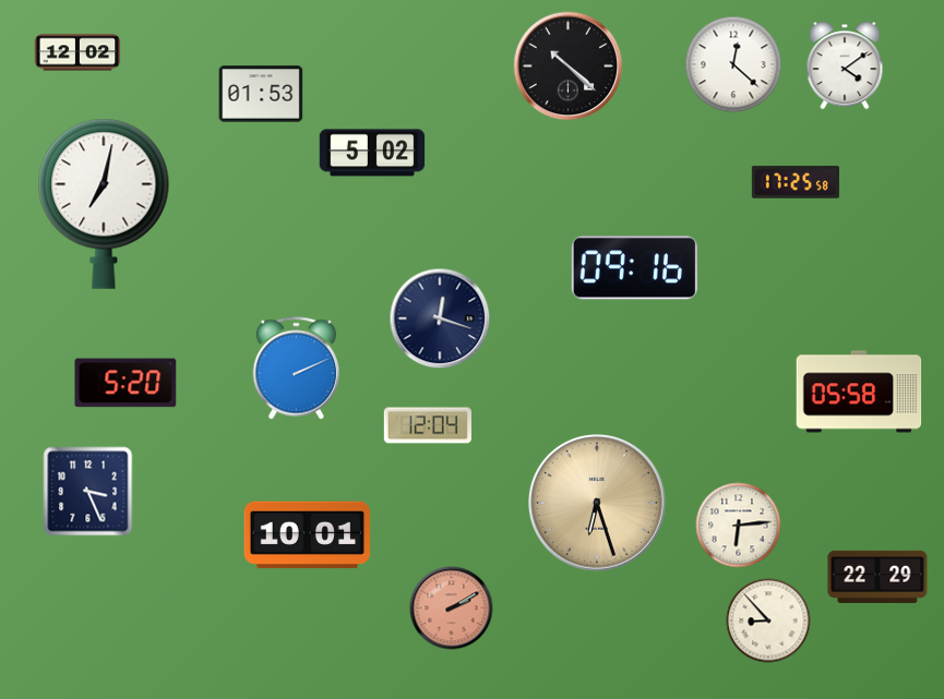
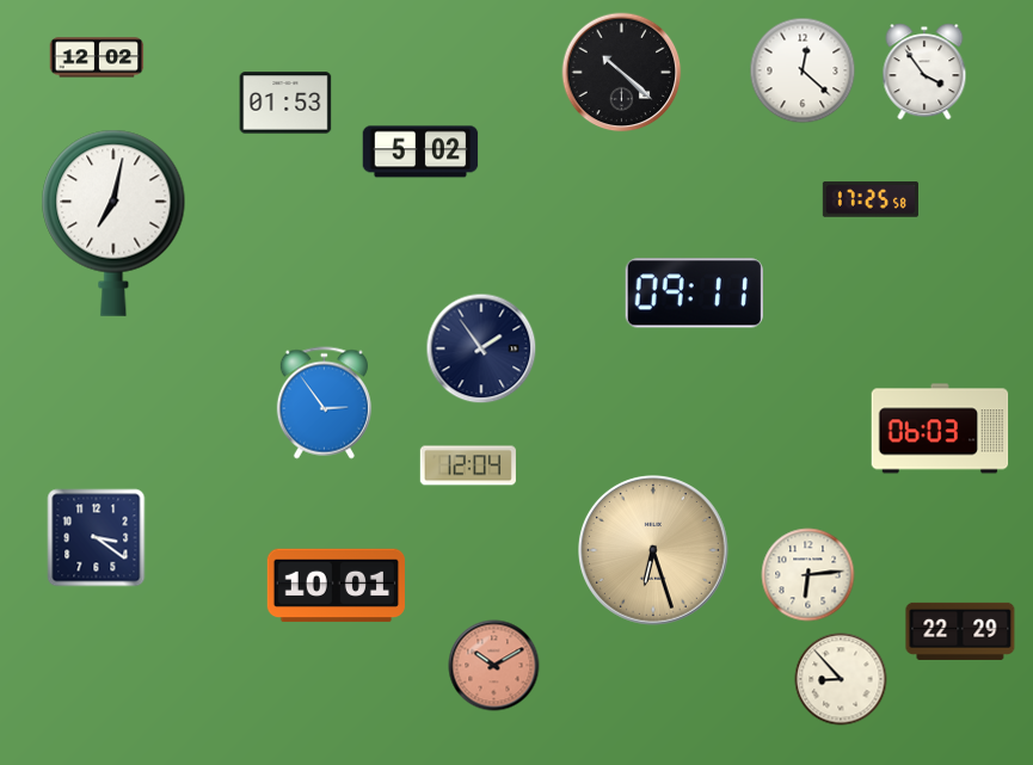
clock at (77, 52) position: (77, 52) -> (97, 57)
clock at (845, 65): 4:09 -> 3:54
clock at (372, 153) position: (372, 153) -> (420, 152)
clock at (634, 268): 09:16 -> 09:11
clock at (440, 318): 12:18 -> 1:54
clock at (296, 369): 2:11 -> 2:54
clock at (126, 383): 5:20 -> none
clock at (859, 391): 05:58 -> 06:03
clock at (88, 492): 3:26 -> 3:21
clock at (452, 608): 2:10 -> 10:10
